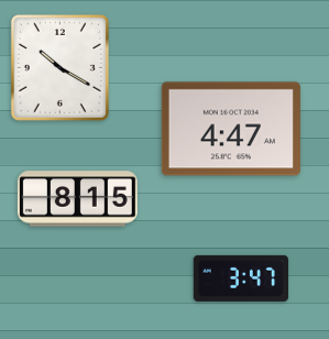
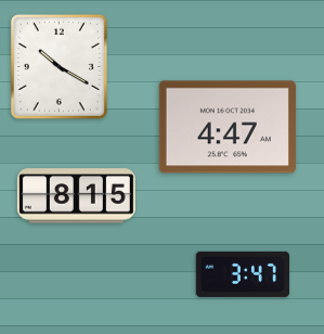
clock at (240, 278) position: (240, 278) -> (242, 274)
